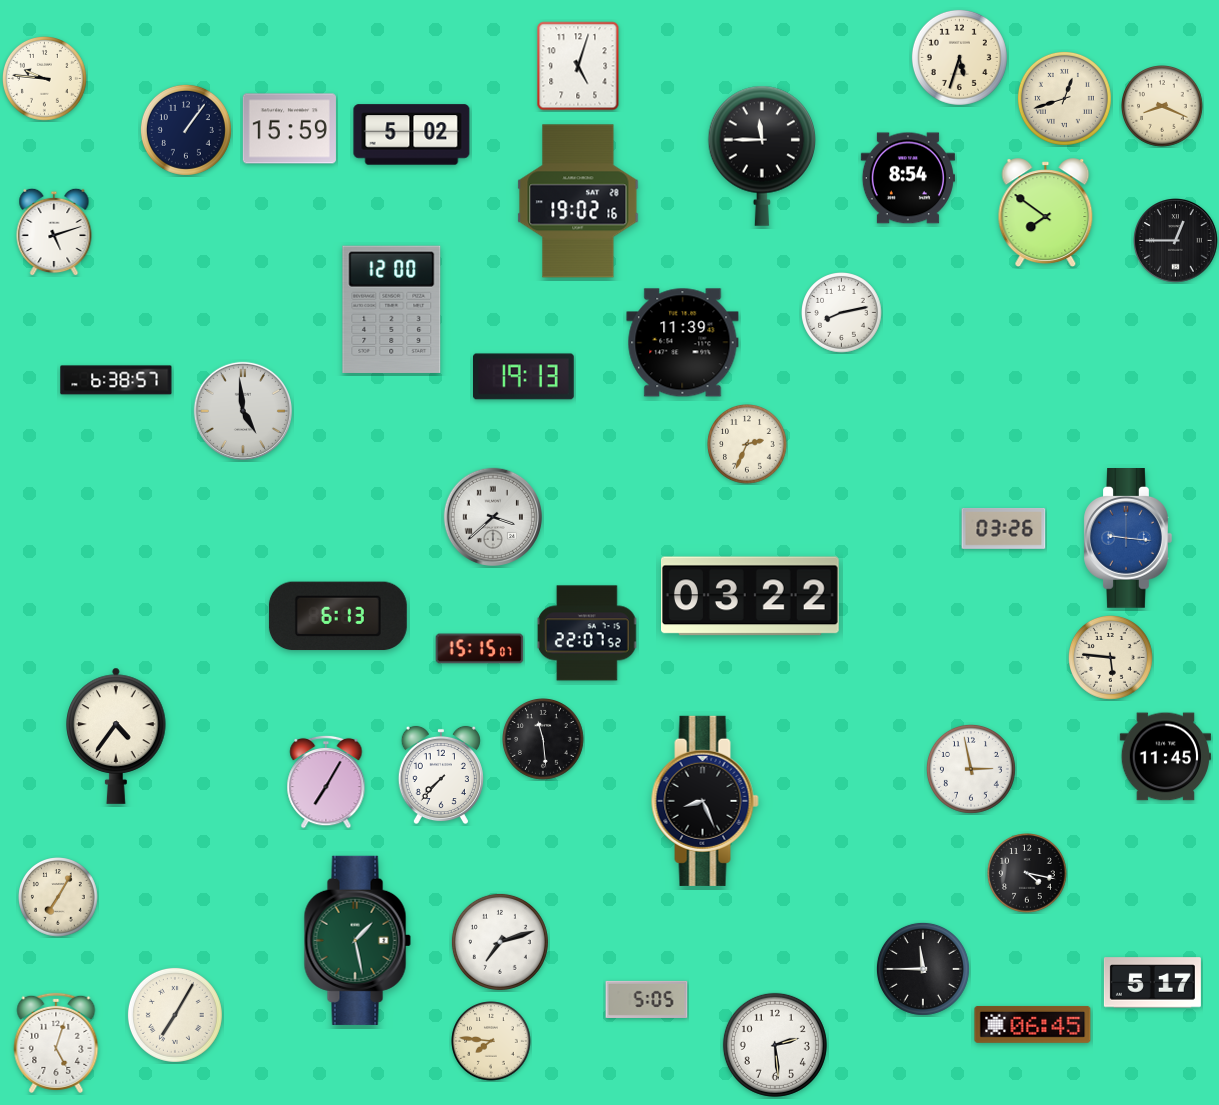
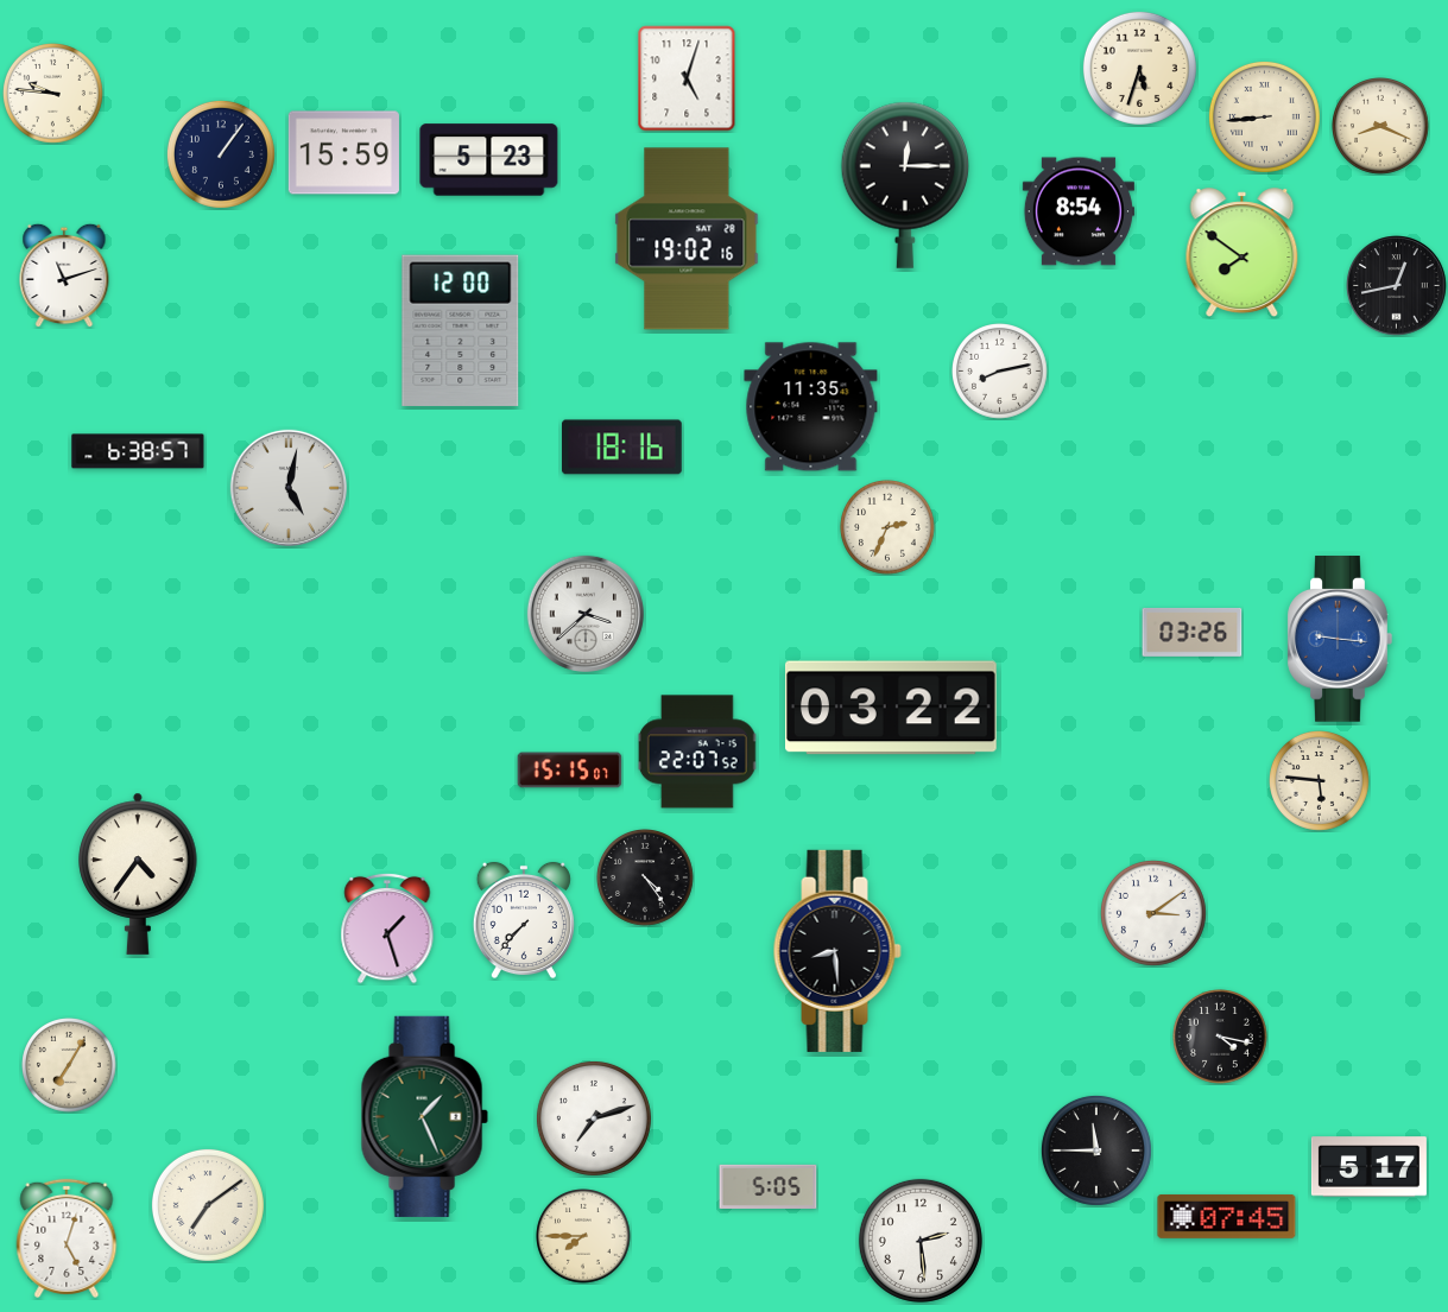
clock at (1064, 98): 12:42 -> 8:44
clock at (412, 135): 5:02 -> 5:23
clock at (761, 156): 11:45 -> 12:15
clock at (54, 232): 5:12 -> 11:12
clock at (1176, 241): 12:45 -> 12:43
clock at (392, 309) position: (392, 309) -> (461, 330)
clock at (683, 343): 11:39 -> 11:35
clock at (524, 377): 19:13 -> 18:16
clock at (243, 411): 4:59 -> 5:02
clock at (1004, 529) position: (1004, 529) -> (1193, 633)
clock at (338, 616): 6:13 -> none
clock at (544, 740): 11:29 -> 4:24
clock at (1165, 757): 11:45 -> none
clock at (971, 769): 2:58 -> 3:09
clock at (326, 782): 7:05 -> 1:27
clock at (705, 801): 8:26 -> 8:29
clock at (357, 940): 1:28 -> 1:26
clock at (175, 1015): 7:05 -> 7:09
clock at (1033, 1024): 06:45 -> 07:45
clock at (491, 1041): 7:46 -> 7:45
